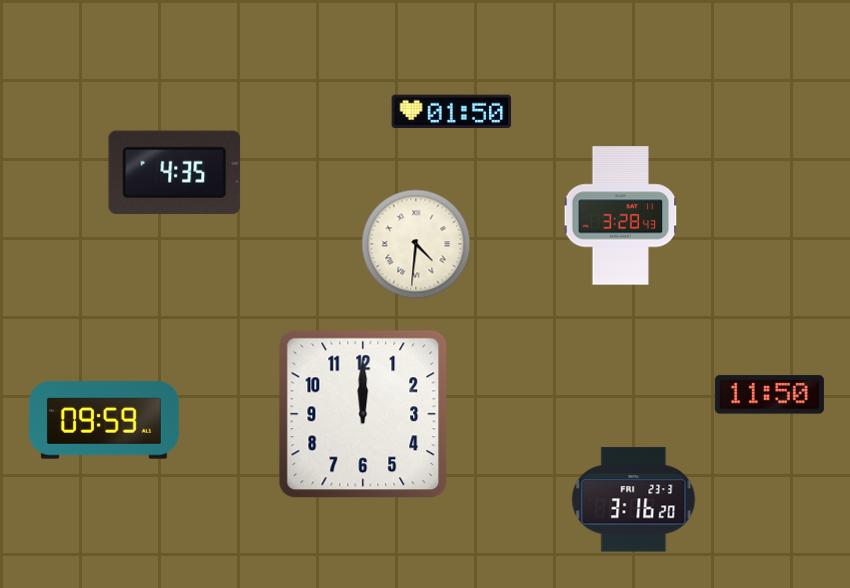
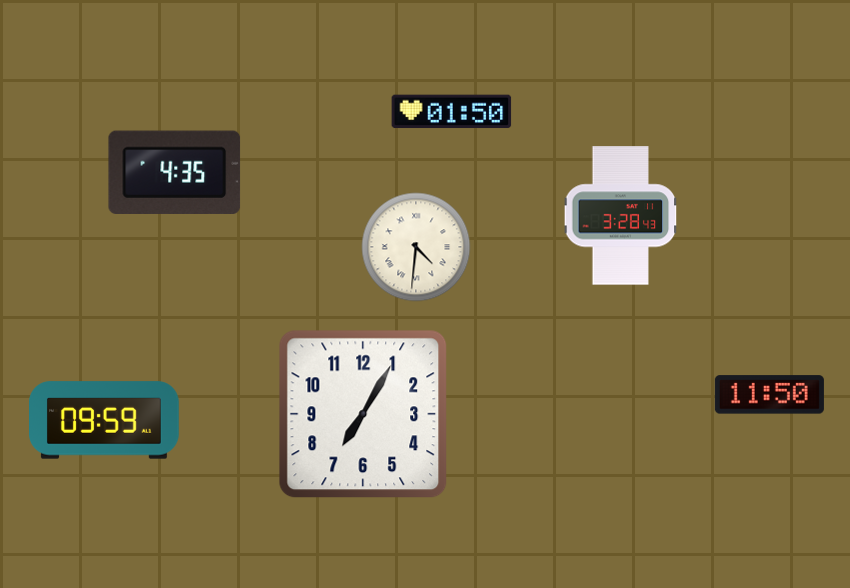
clock at (416, 244) position: (416, 244) -> (416, 247)
clock at (363, 414): 12:00 -> 7:05
clock at (634, 500): 3:16 -> none
